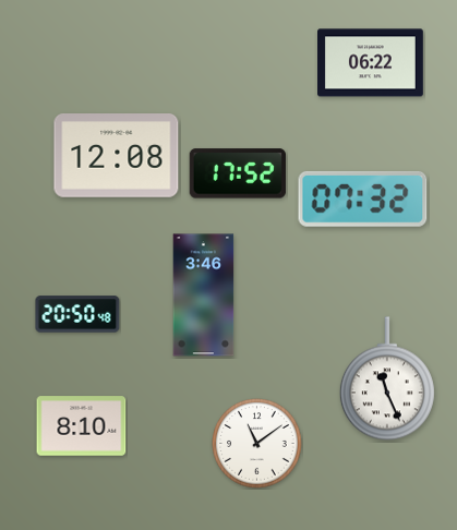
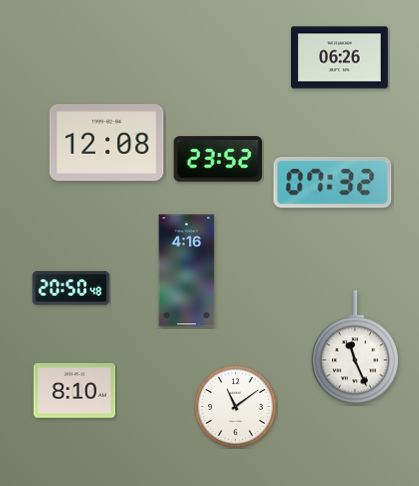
clock at (371, 63): 06:22 -> 06:26
clock at (237, 173): 17:52 -> 23:52
clock at (204, 296): 3:46 -> 4:16
